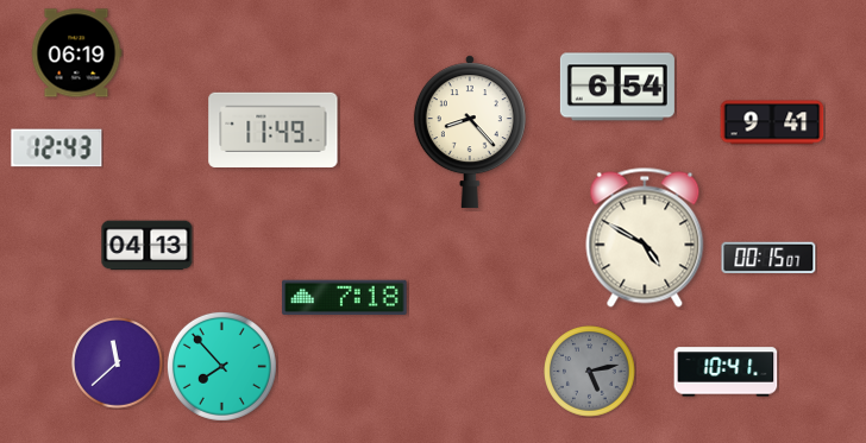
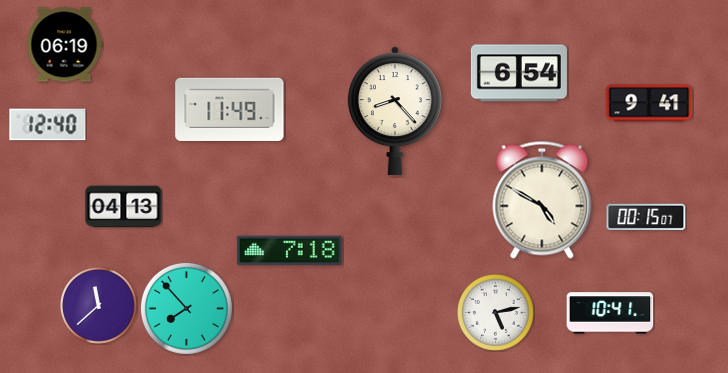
clock at (57, 148): 12:43 -> 12:40
clock at (590, 372) dial: grey -> white
